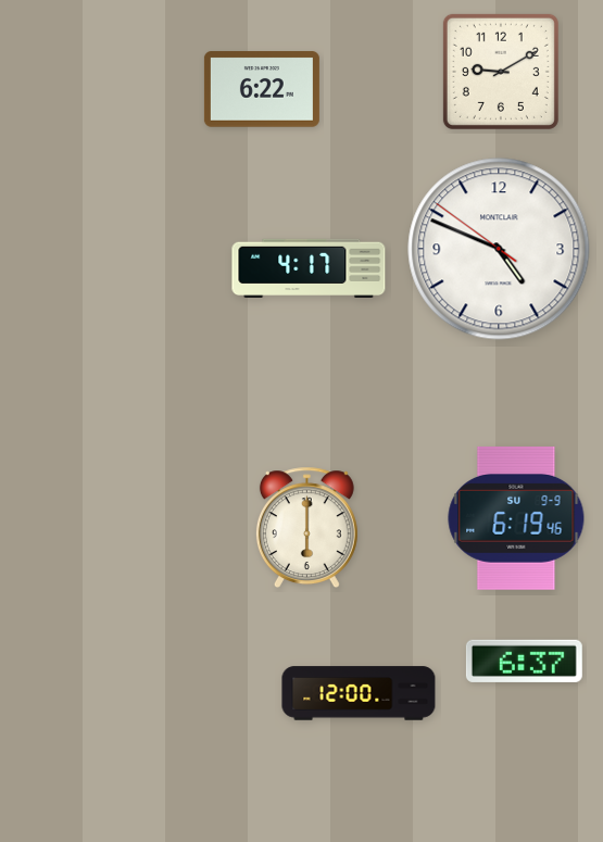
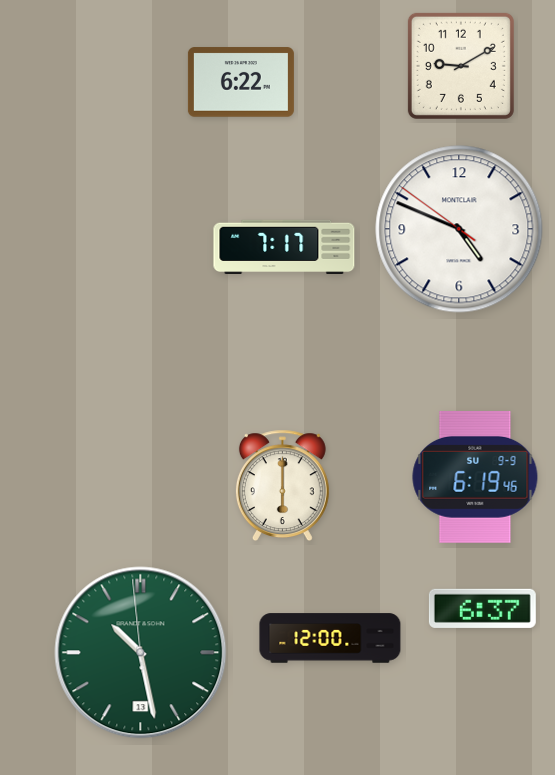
clock at (309, 267): 4:17 -> 7:17
clock at (141, 653): none -> 10:27
